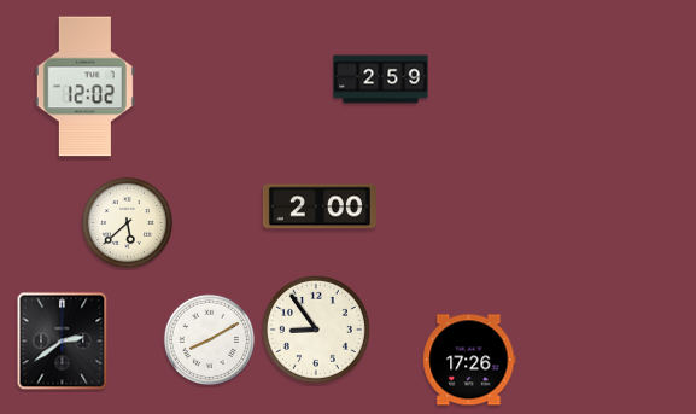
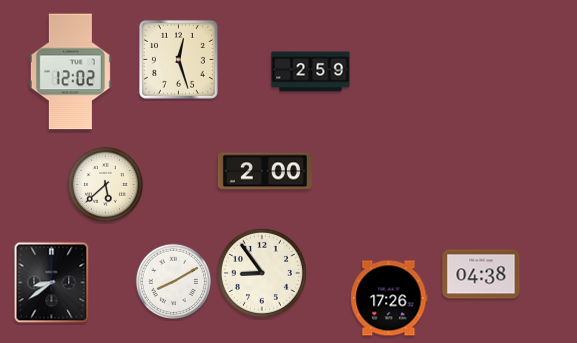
clock at (178, 59): none -> 12:27
clock at (381, 80) position: (381, 80) -> (311, 72)
clock at (481, 274): none -> 04:38
clock at (63, 342): 2:39 -> 8:39
